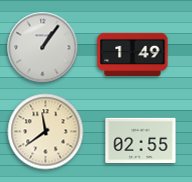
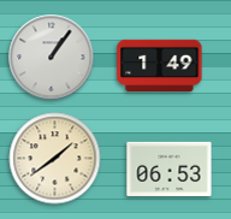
clock at (46, 132): 11:39 -> 1:39
clock at (141, 140): 02:55 -> 06:53
